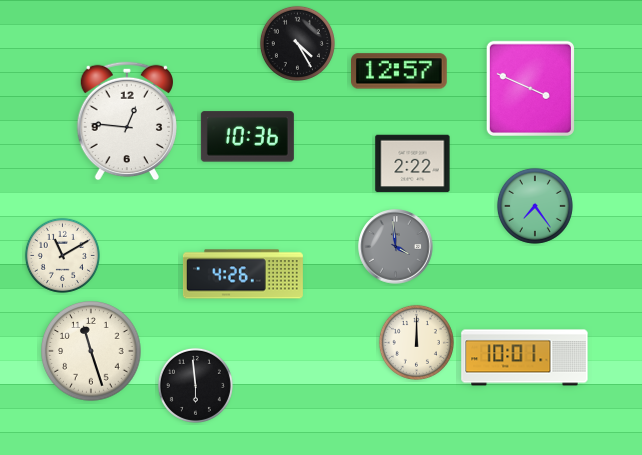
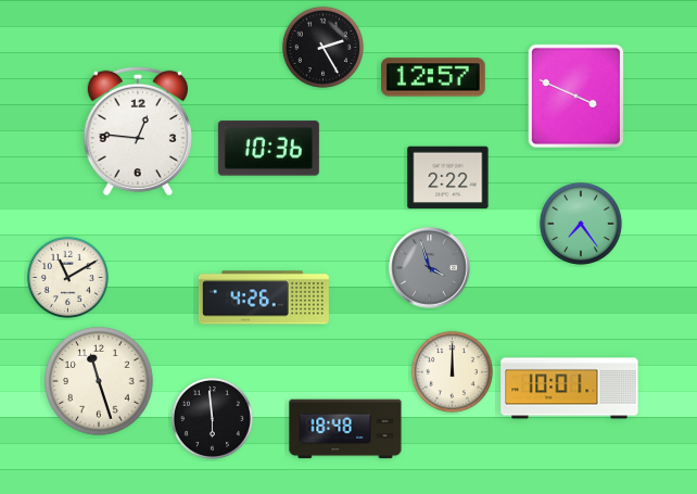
clock at (297, 43): 4:25 -> 2:25
clock at (396, 247): 3:59 -> 3:57
clock at (345, 429): none -> 18:48
